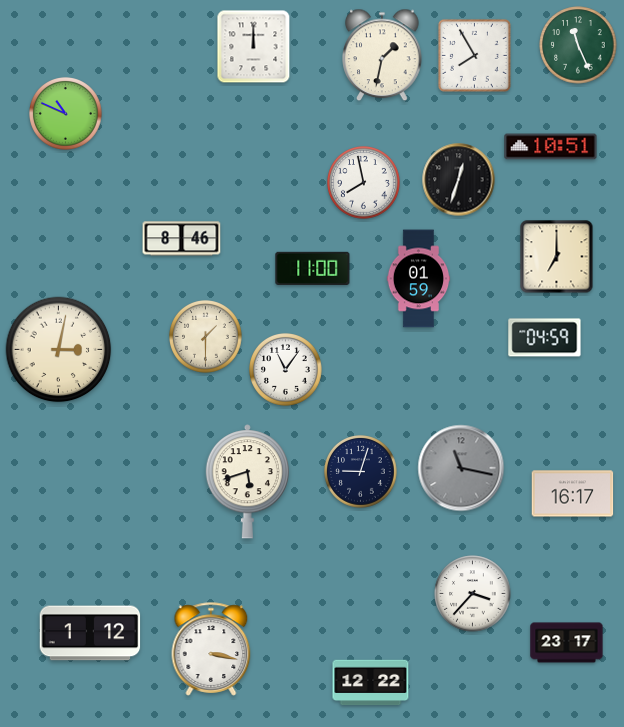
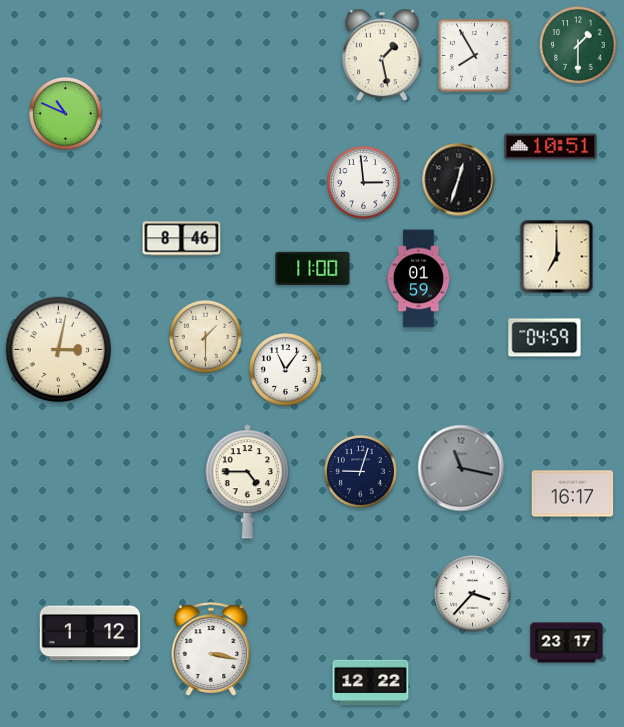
clock at (578, 45): 11:26 -> 1:30
clock at (254, 47): 12:00 -> none
clock at (382, 55): 1:32 -> 1:28
clock at (364, 183): 7:58 -> 2:59
clock at (247, 482): 5:42 -> 4:45
